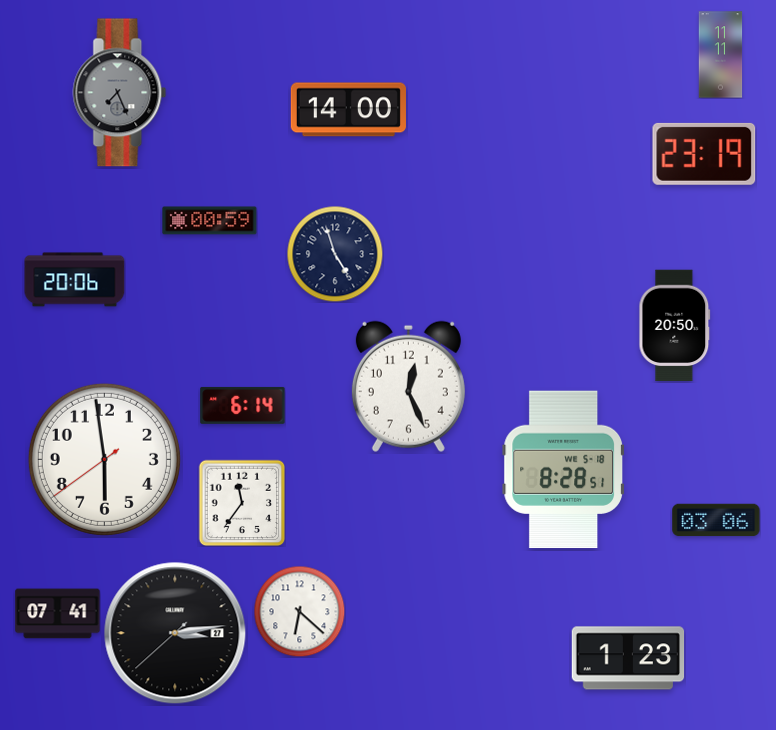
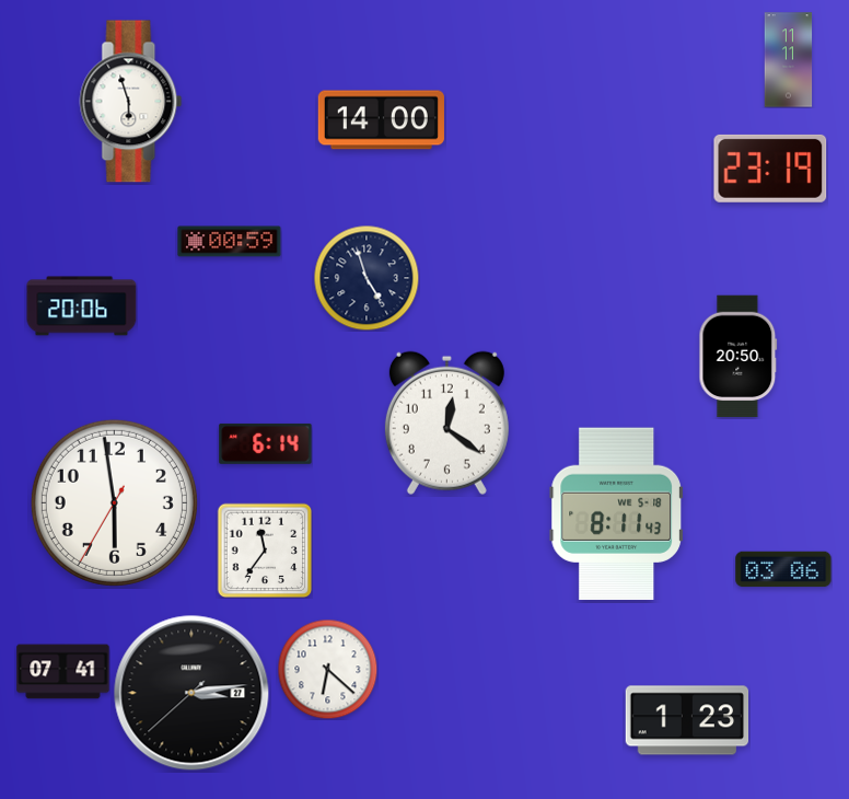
clock at (120, 93): 7:26 -> 5:57
clock at (120, 93) dial: grey -> white
clock at (408, 386): 12:26 -> 12:21
clock at (104, 459): 5:58:39 -> 5:58:35
clock at (563, 470): 8:28 -> 8:11
